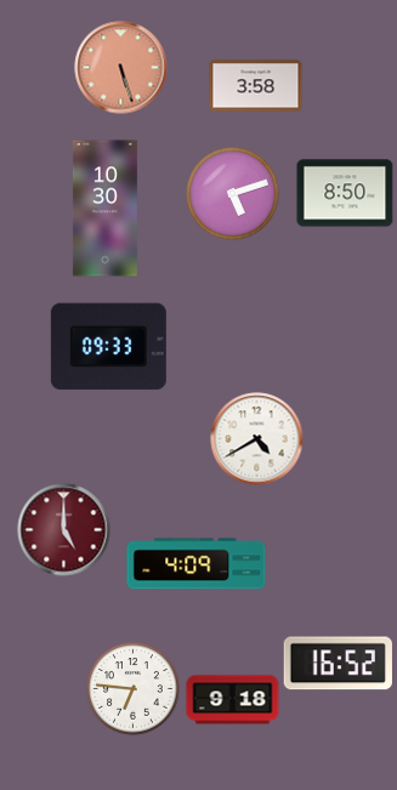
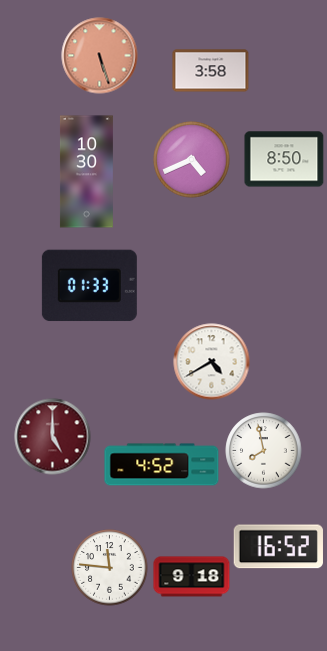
clock at (233, 194): 5:12 -> 4:41
clock at (108, 347): 09:33 -> 01:33
clock at (264, 451): none -> 7:58
clock at (197, 564): 4:09 -> 4:52
clock at (134, 689): 6:46 -> 11:46
